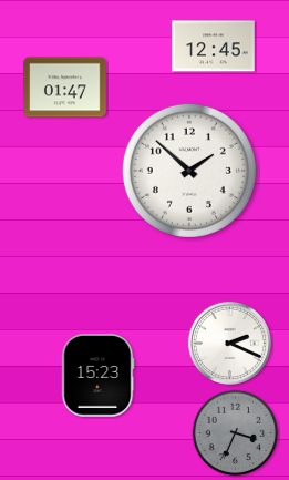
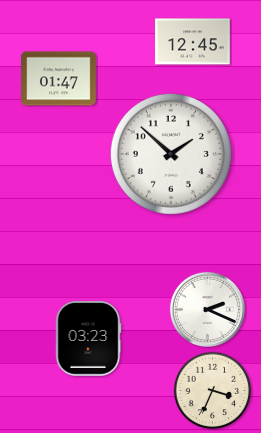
clock at (97, 376): 15:23 -> 03:23
clock at (236, 433) dial: grey -> cream
